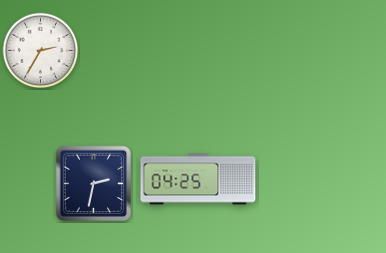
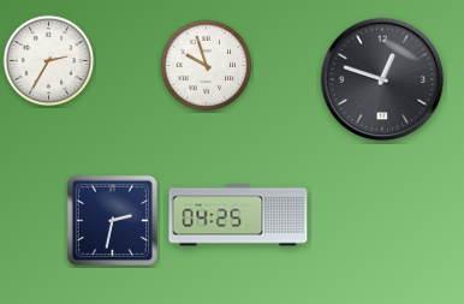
clock at (207, 66): none -> 9:57
clock at (382, 79): none -> 12:48
